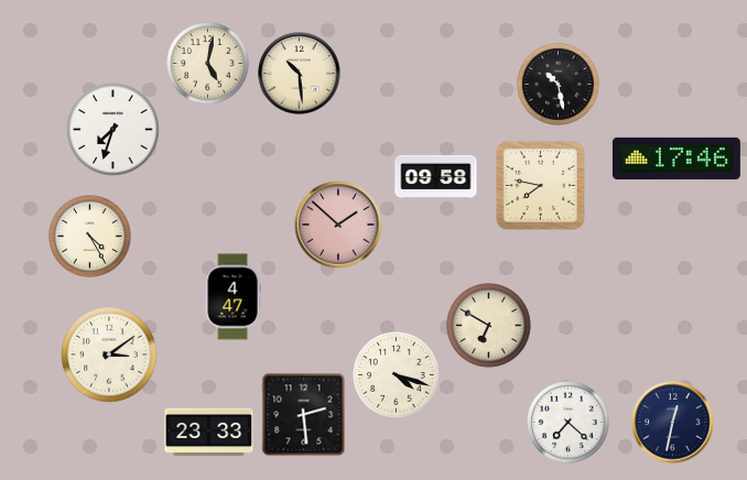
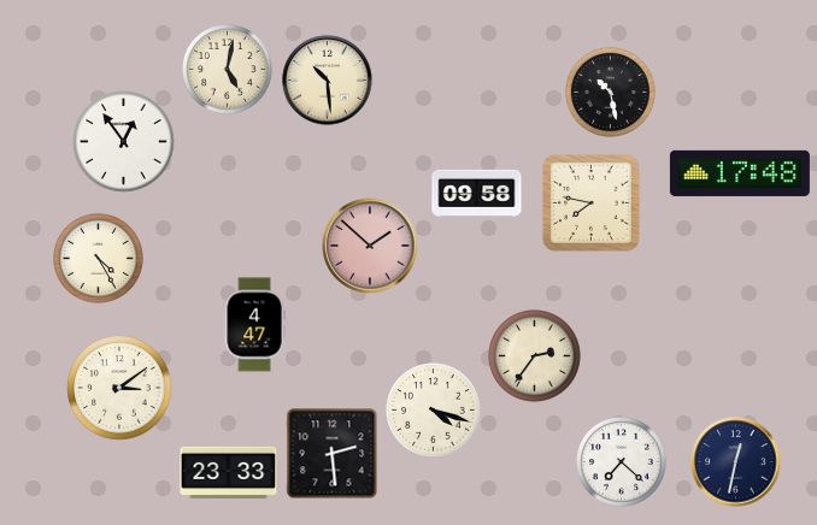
clock at (113, 130): 7:33 -> 12:54
clock at (676, 159): 17:46 -> 17:48
clock at (489, 326): 6:50 -> 2:36
